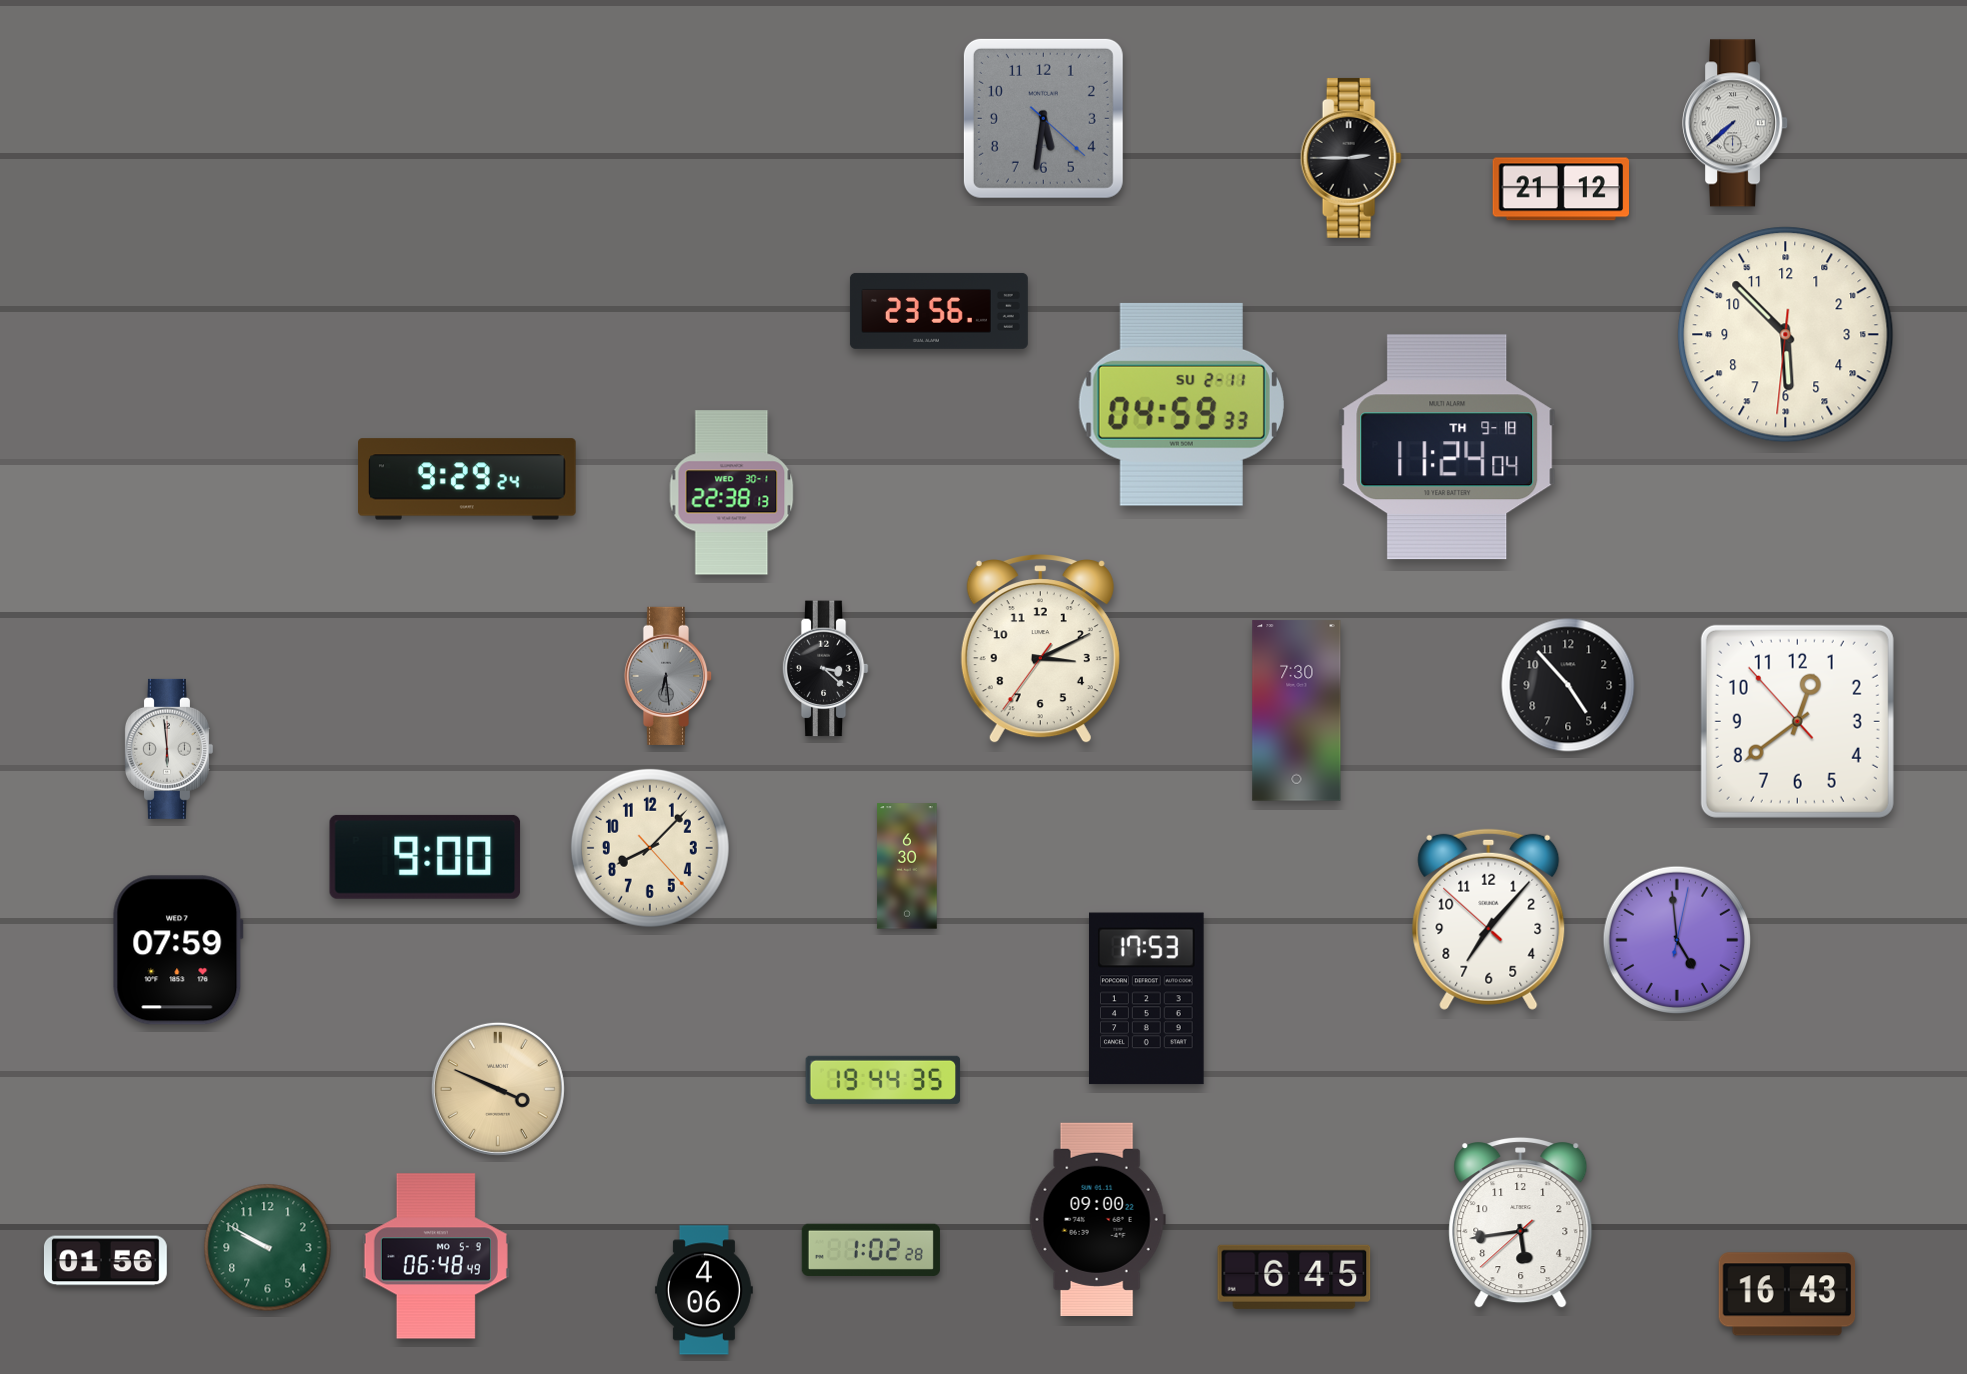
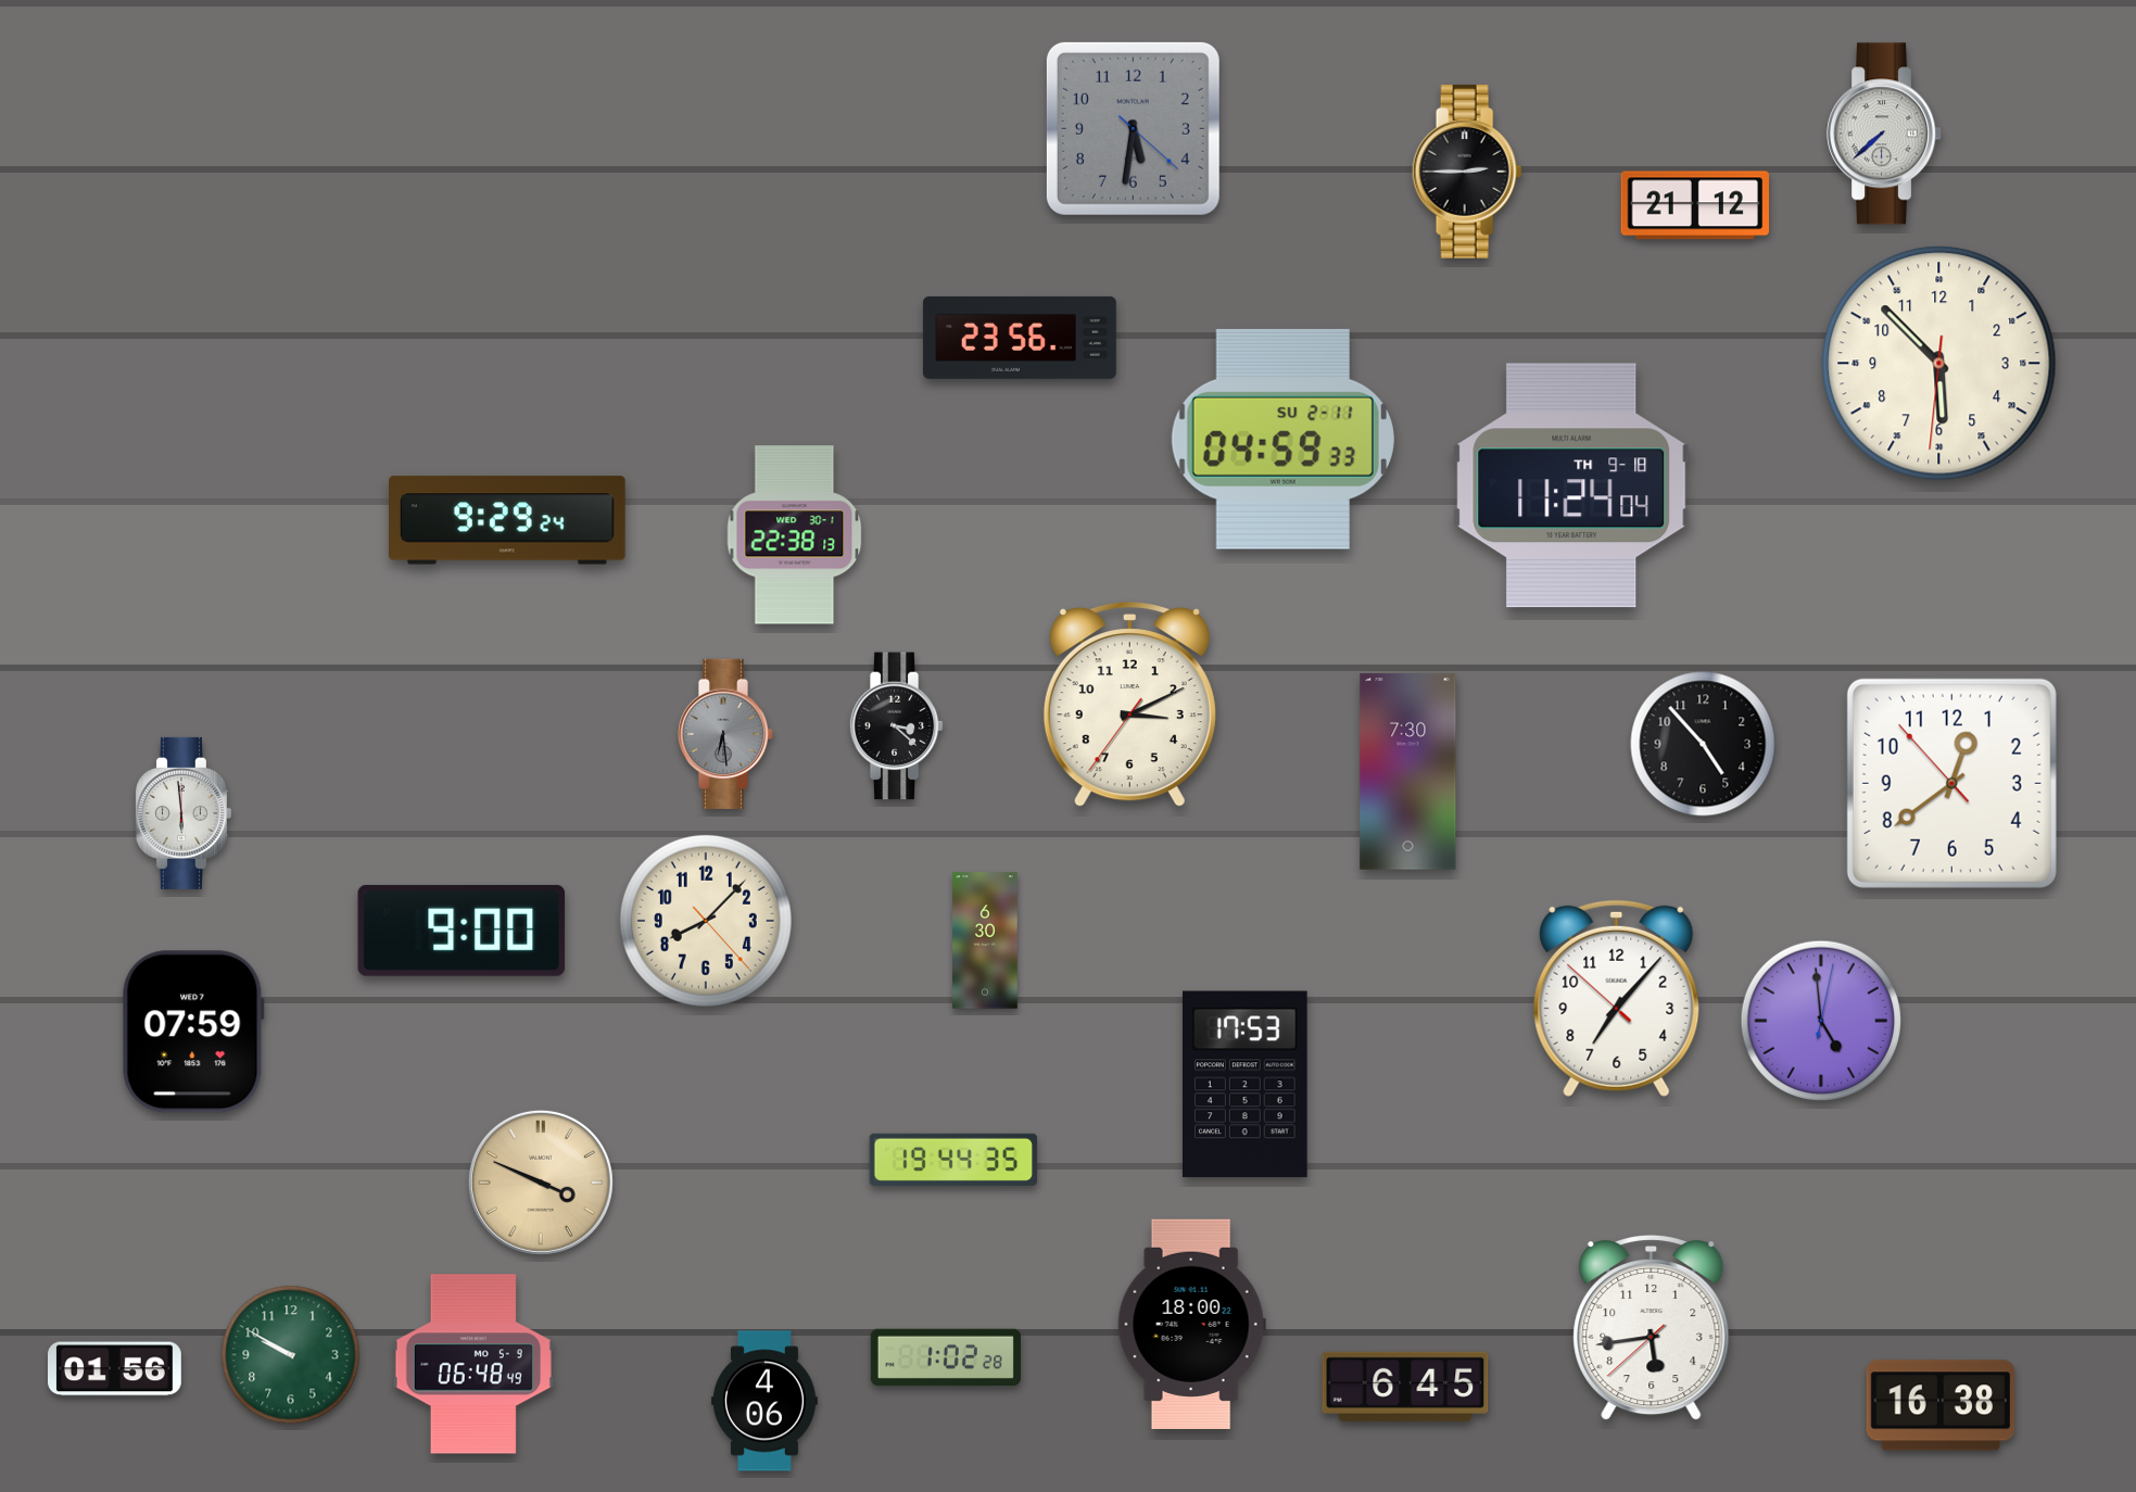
clock at (883, 1080) position: (883, 1080) -> (953, 1160)
clock at (1097, 1219): 09:00 -> 18:00
clock at (1787, 1294): 16:43 -> 16:38
